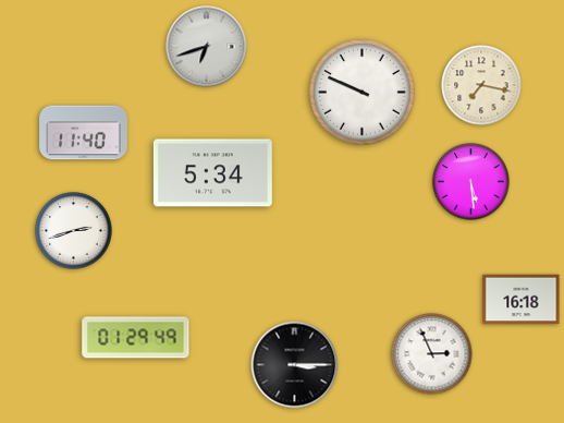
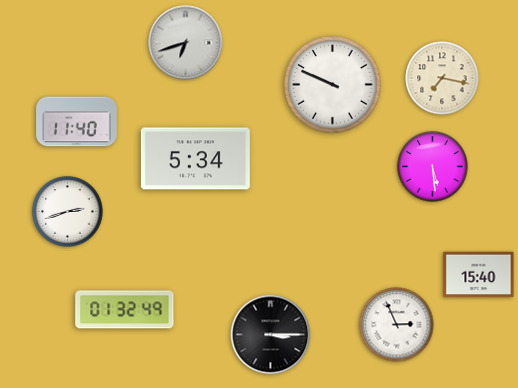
clock at (207, 47) position: (207, 47) -> (186, 43)
clock at (522, 300): 16:18 -> 15:40
clock at (136, 338): 01:29 -> 01:32
